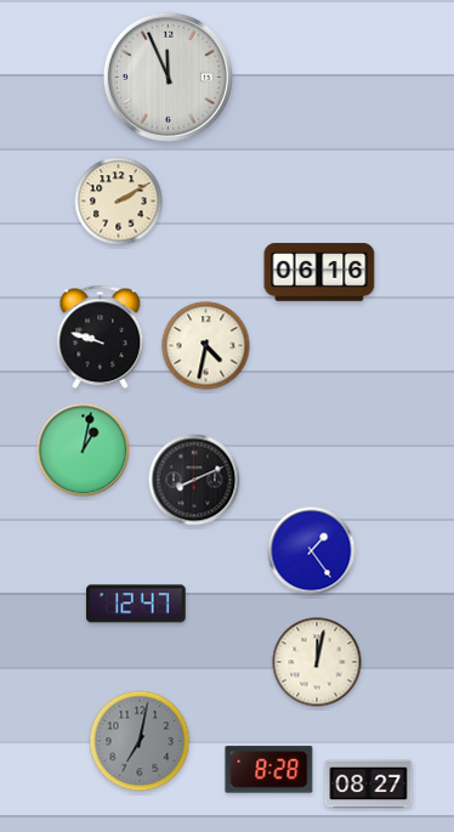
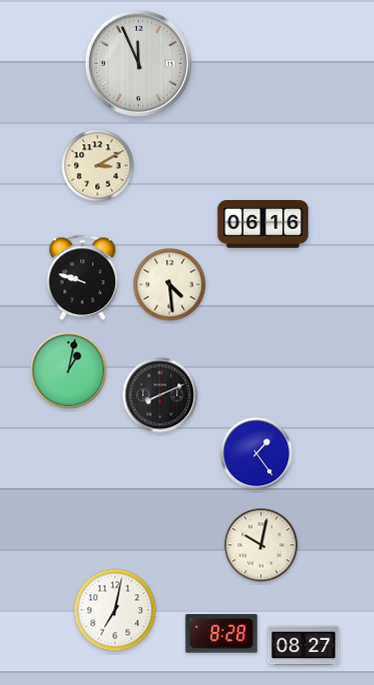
clock at (119, 202): 2:10 -> 3:10
clock at (206, 346): 4:32 -> 4:29
clock at (137, 604): 12:47 -> none
clock at (317, 662): 12:02 -> 10:02
clock at (140, 741) dial: grey -> white
